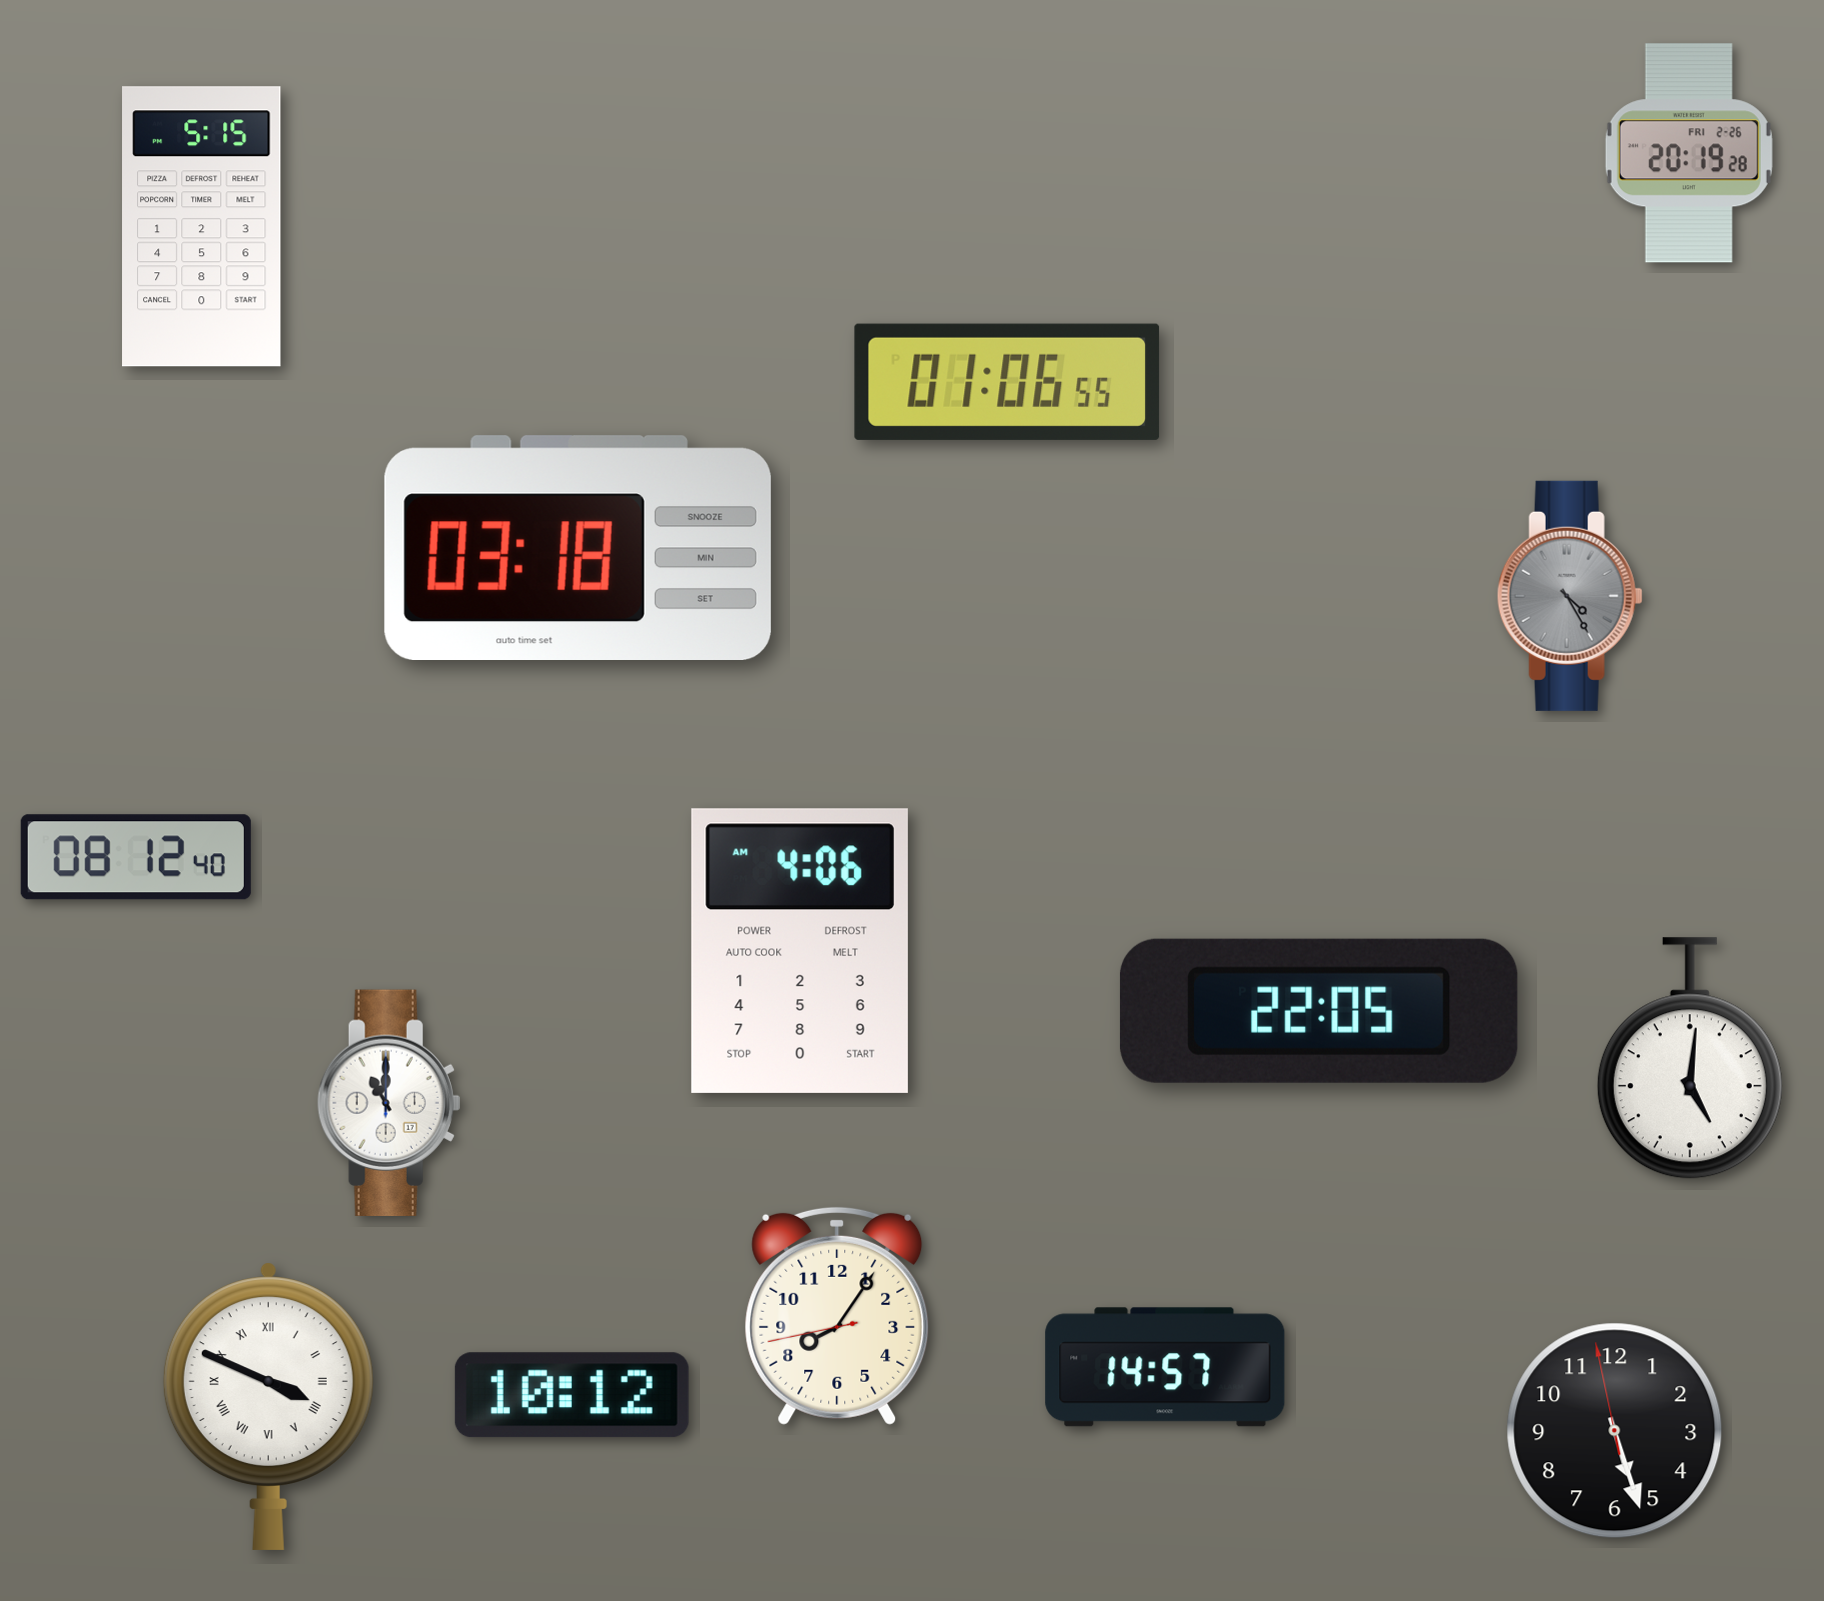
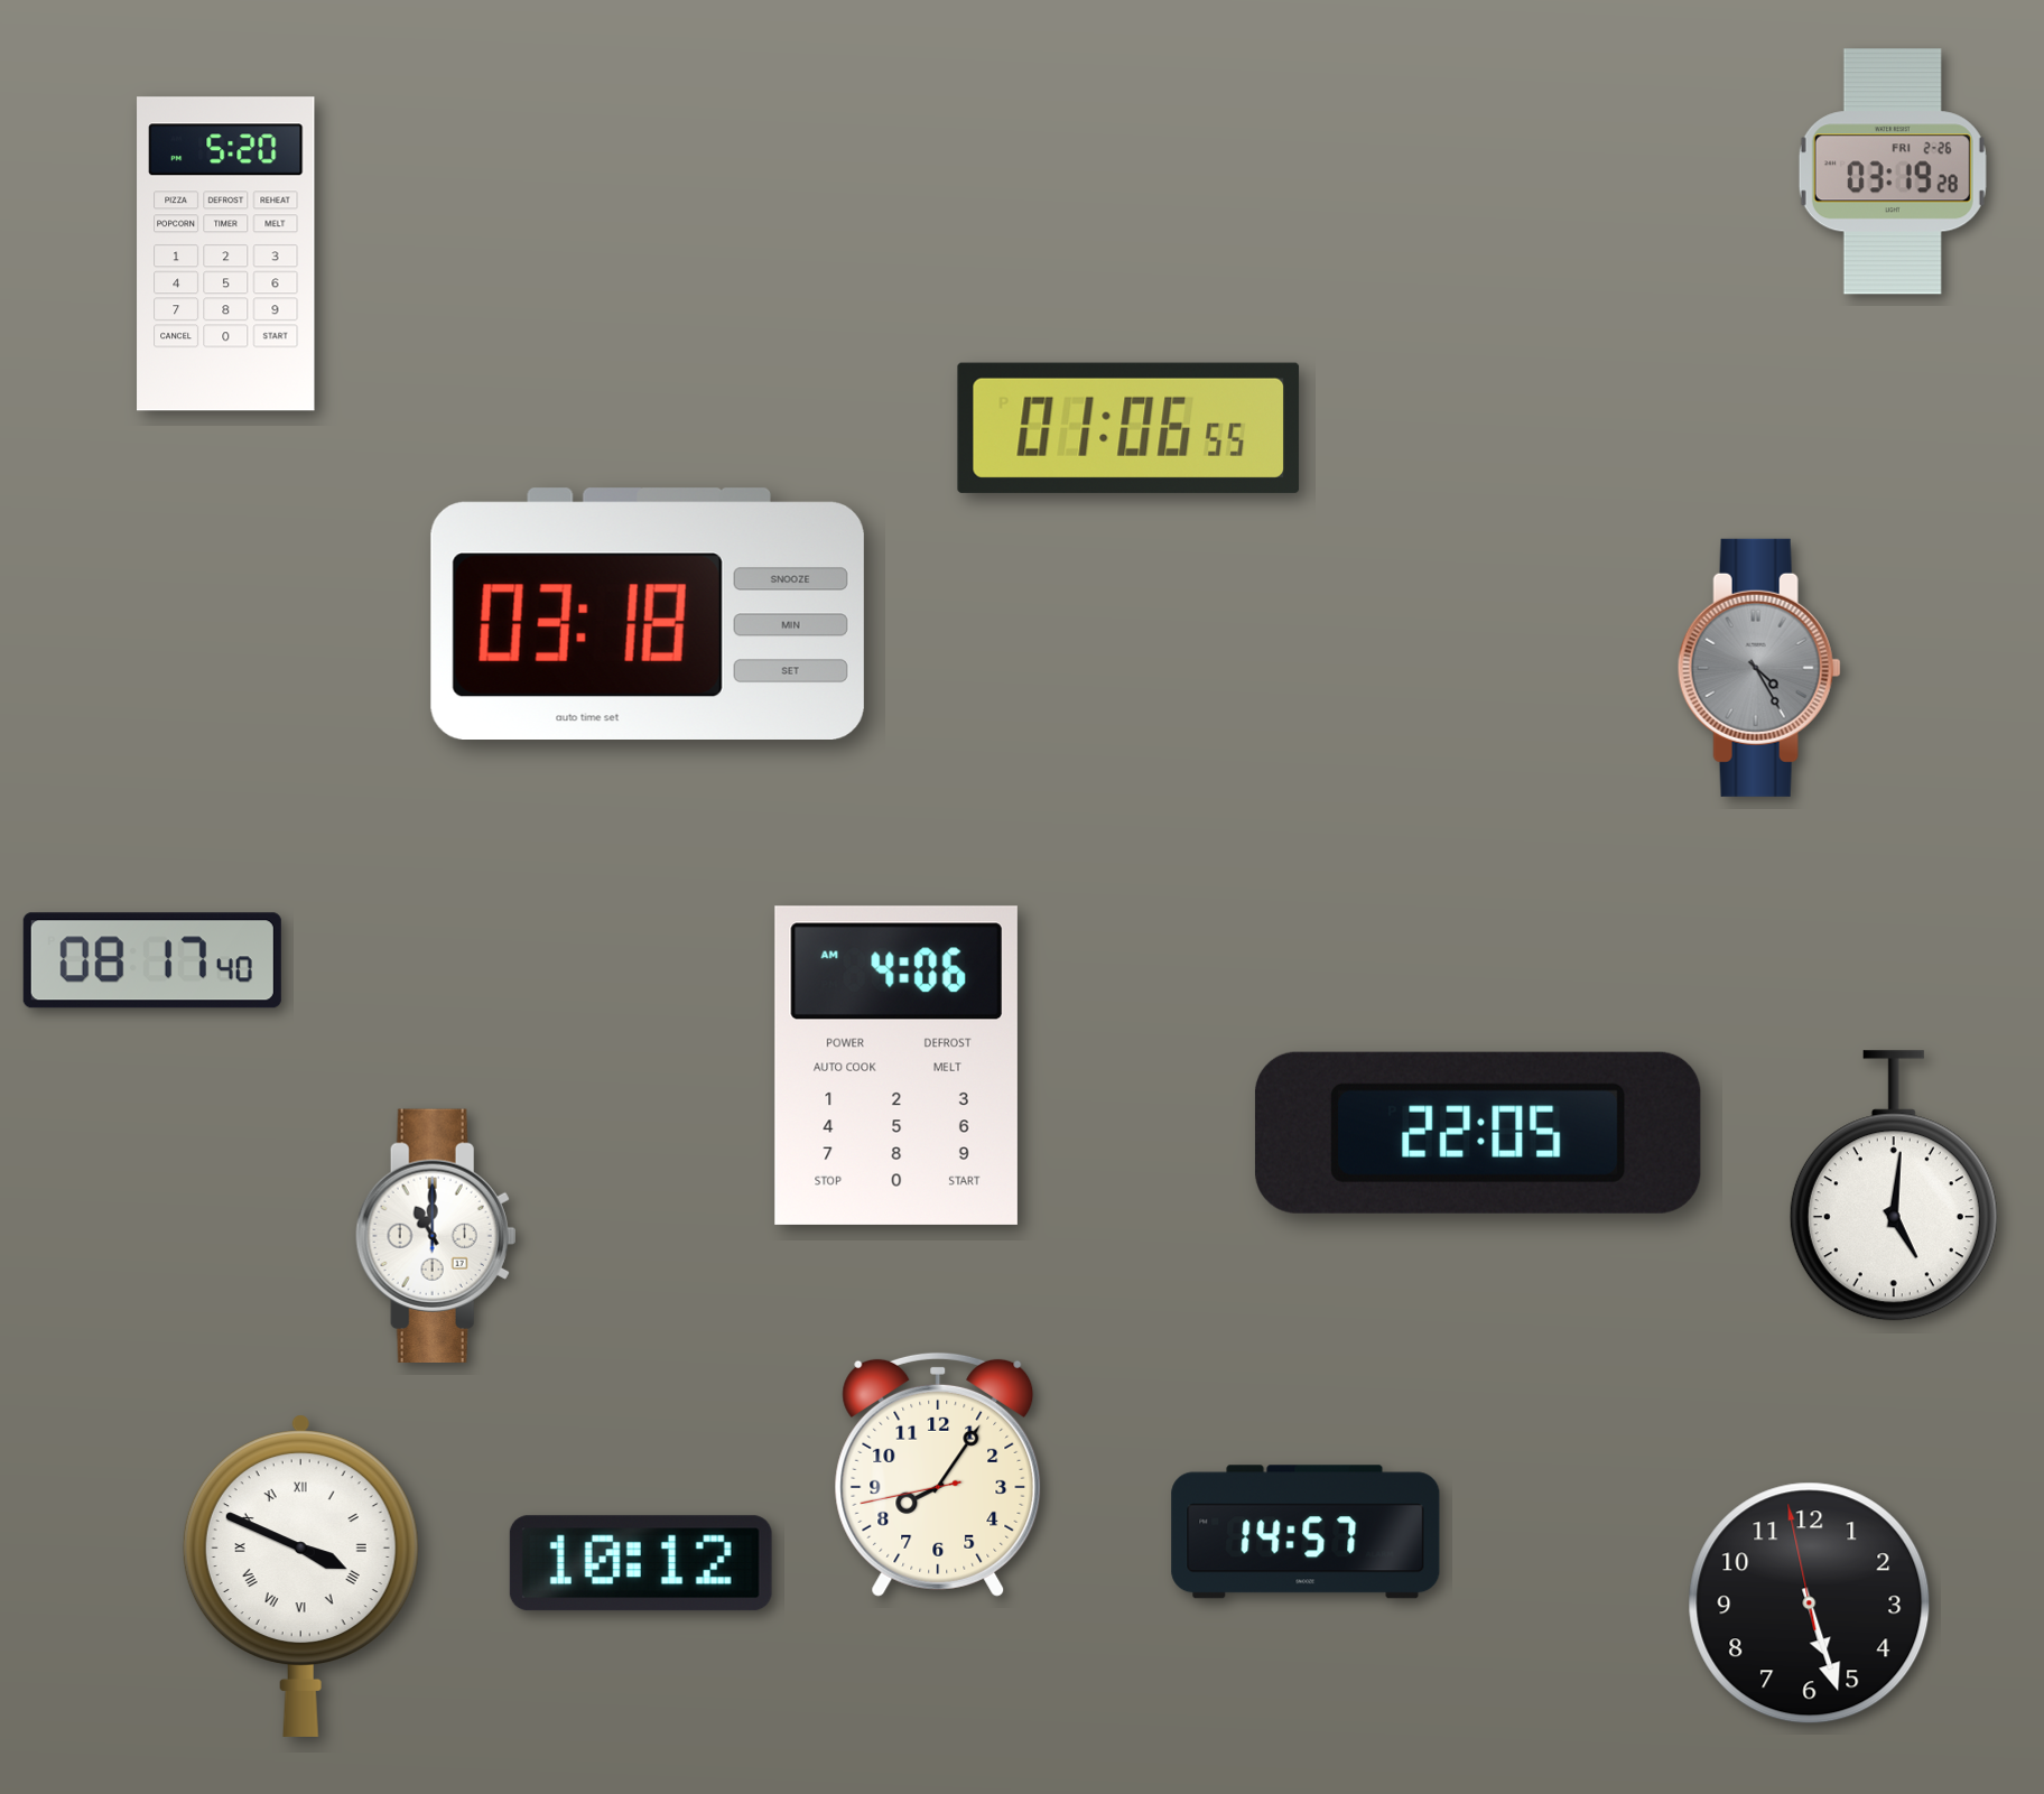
clock at (1689, 153): 20:19 -> 03:19
clock at (202, 227): 5:15 -> 5:20
clock at (136, 857): 08:12 -> 08:17
